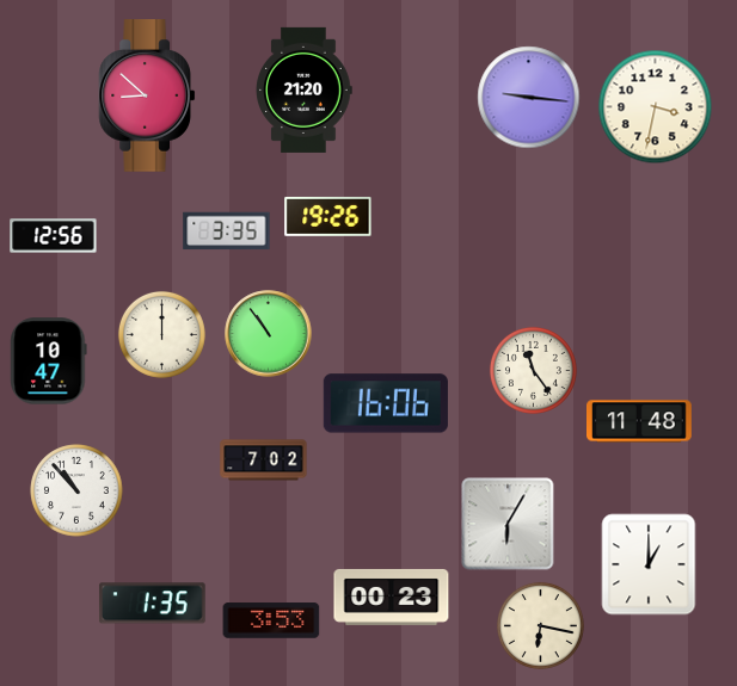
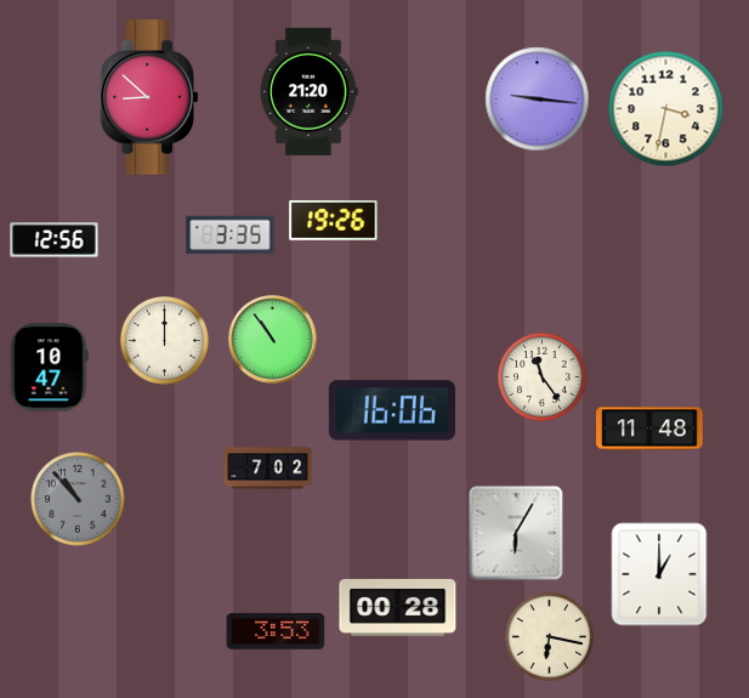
clock at (76, 490) dial: white -> grey
clock at (392, 597): 00:23 -> 00:28
clock at (152, 604): 1:35 -> none
